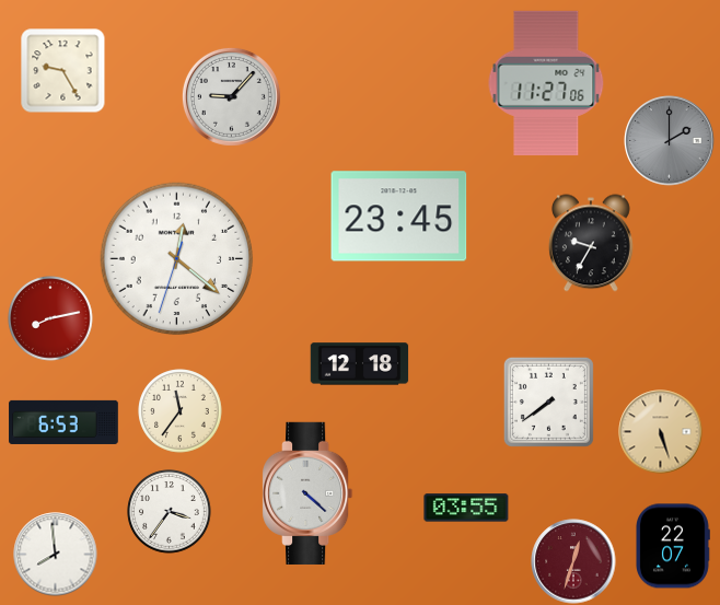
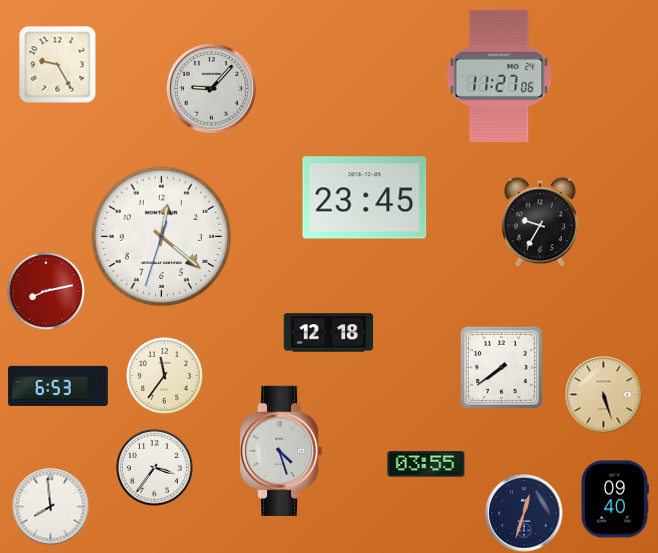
clock at (670, 141): 2:00 -> none
clock at (307, 493): 4:22 -> 4:27
clock at (673, 546): 22:07 -> 09:40
clock at (573, 561) dial: burgundy -> navy
